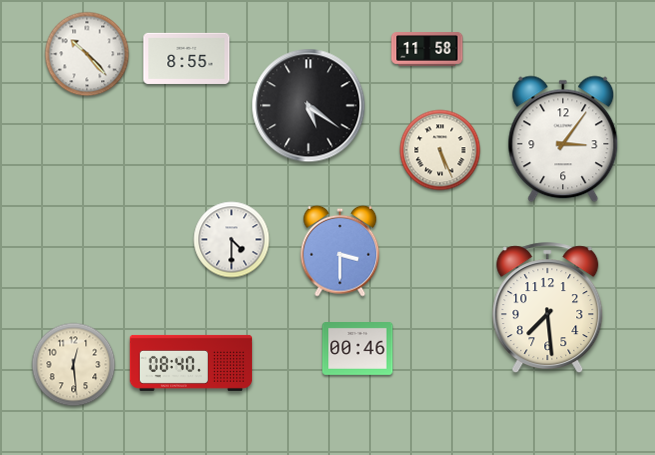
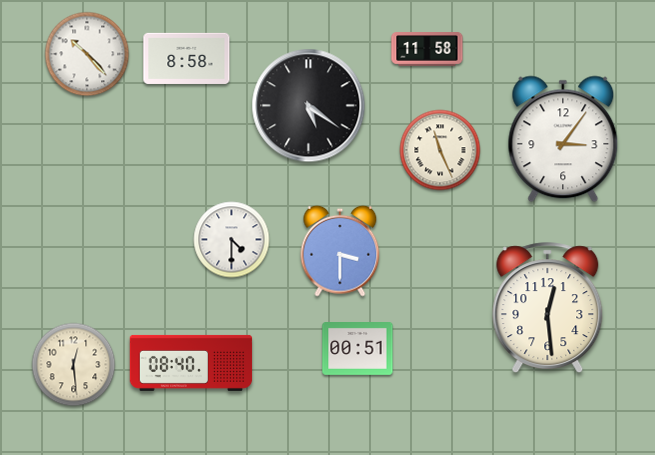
clock at (187, 58): 8:55 -> 8:58
clock at (440, 150): 5:26 -> 11:26
clock at (548, 308): 7:29 -> 12:29
clock at (358, 349): 00:46 -> 00:51
